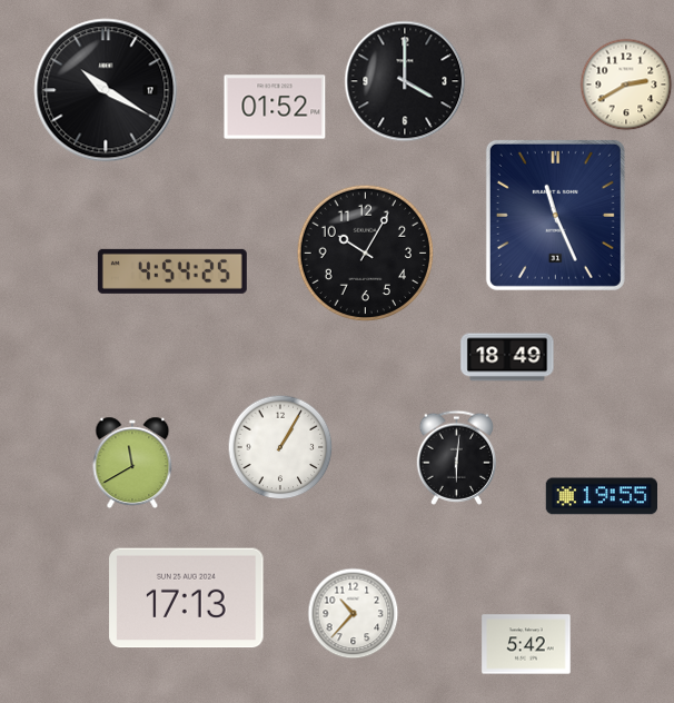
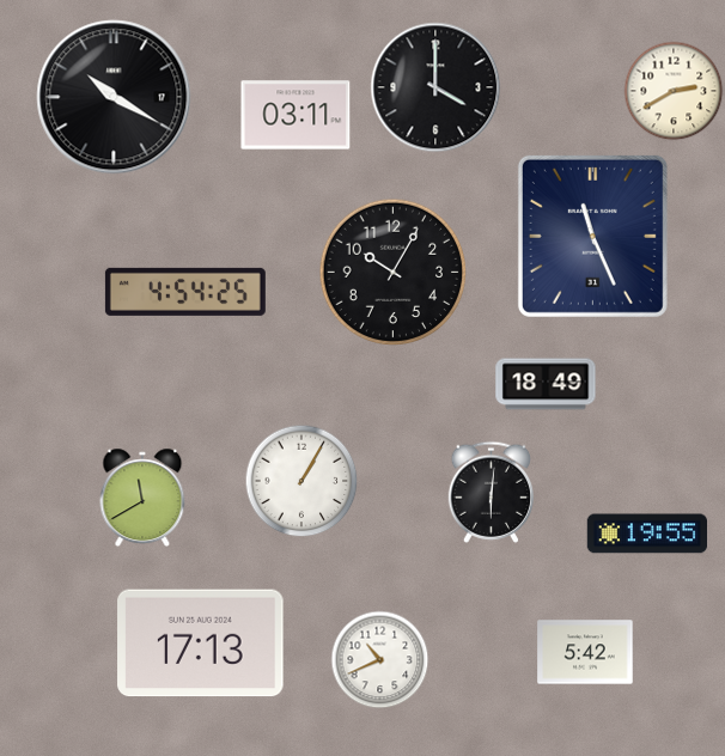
clock at (275, 107): 01:52 -> 03:11
clock at (555, 215) position: (555, 215) -> (592, 236)
clock at (354, 614): 10:37 -> 10:41
clock at (526, 644) position: (526, 644) -> (585, 652)
